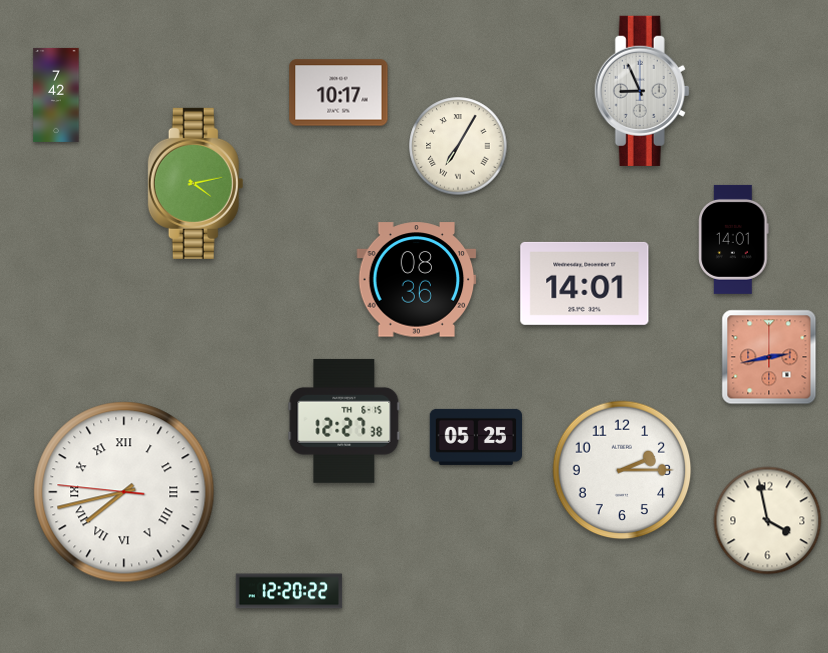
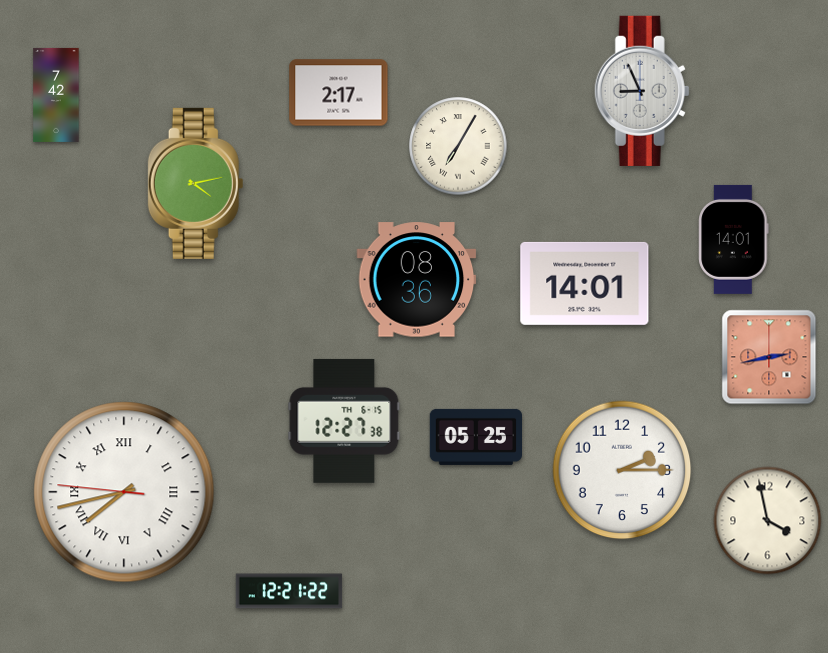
clock at (339, 93): 10:17 -> 2:17
clock at (289, 591): 12:20 -> 12:21
